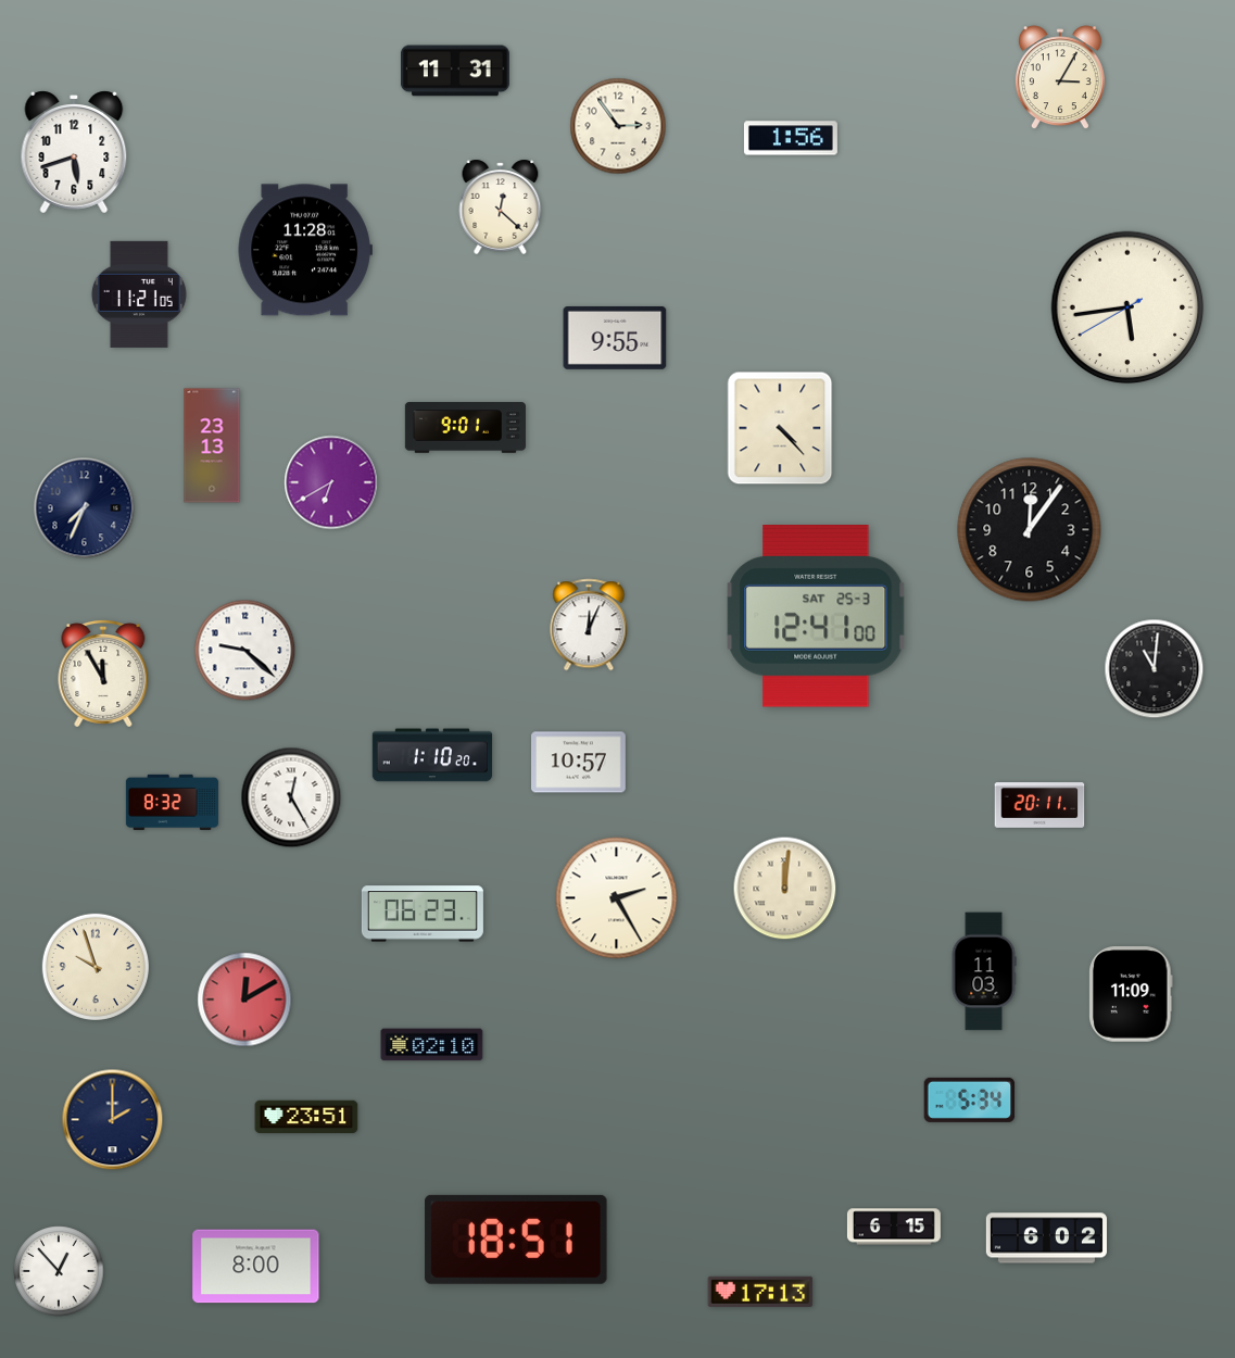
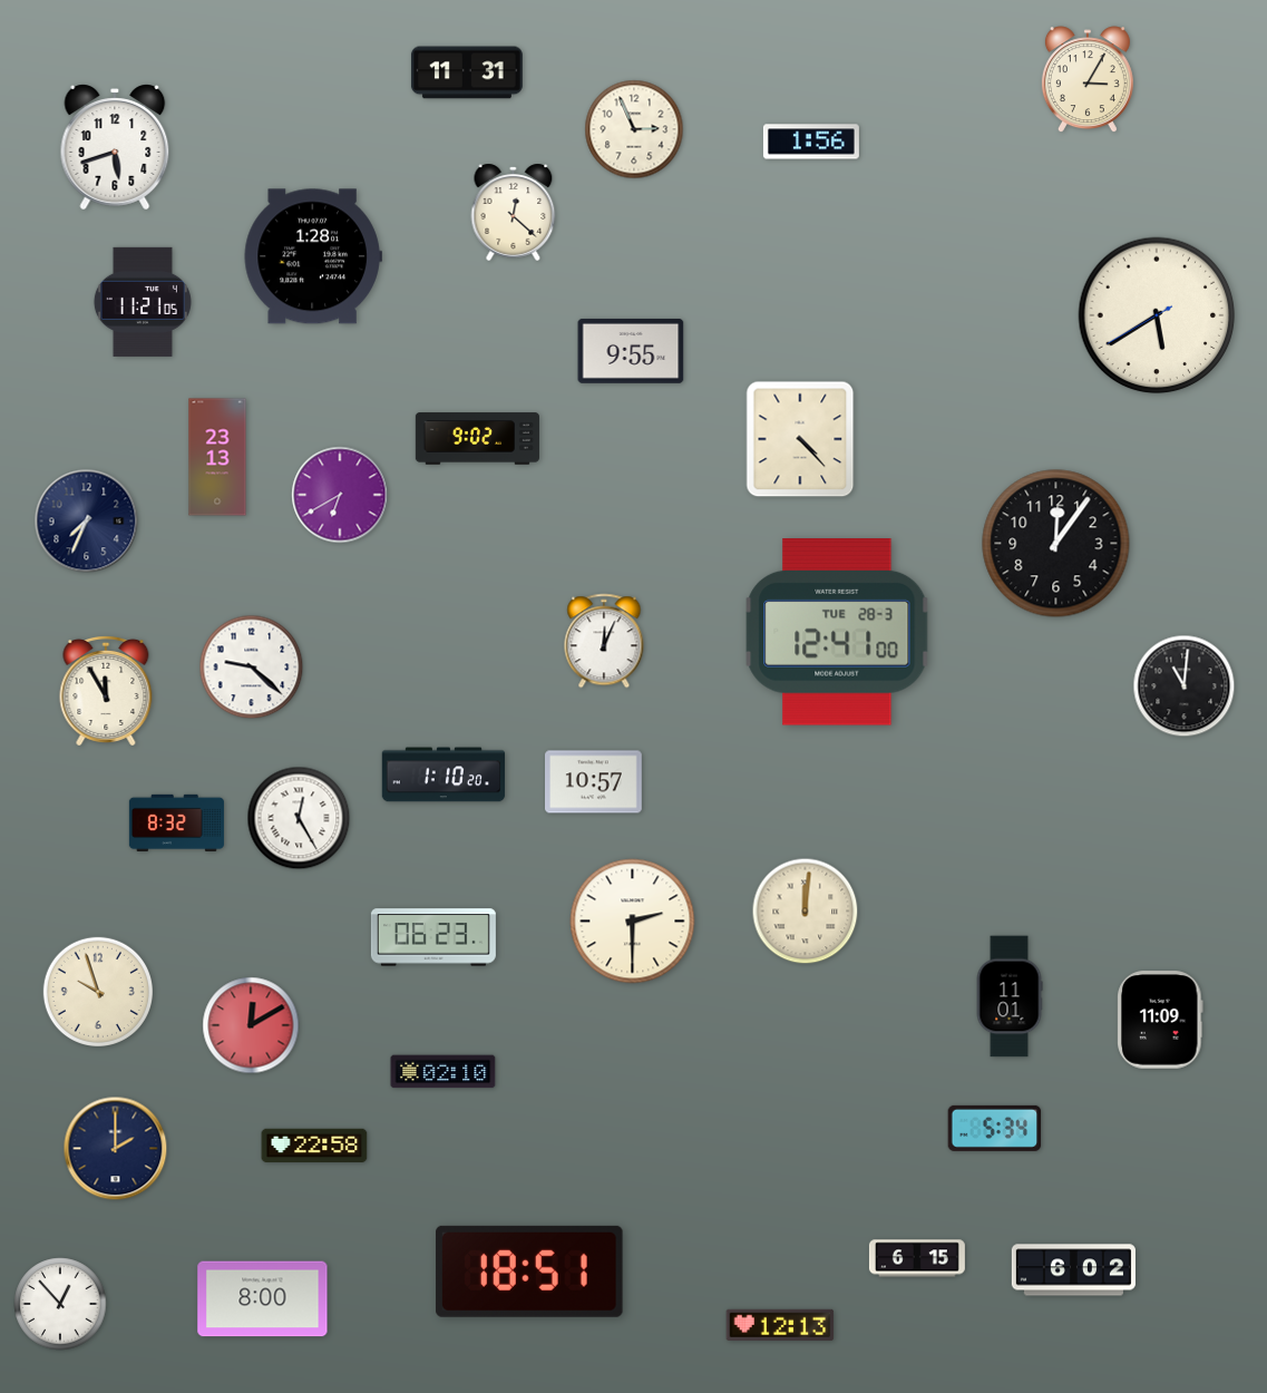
clock at (618, 126): 2:54 -> 2:56
clock at (74, 152) position: (74, 152) -> (115, 147)
clock at (305, 250): 11:28 -> 1:28
clock at (1127, 307): 5:43 -> 5:39
clock at (615, 338) position: (615, 338) -> (631, 351)
clock at (465, 428): 9:01 -> 9:02
clock at (816, 617) date: SAT 25-3 -> TUE 28-3
clock at (1039, 805): 20:11 -> none
clock at (617, 898): 2:25 -> 2:30
clock at (984, 971): 11:03 -> 11:01
clock at (306, 1117): 23:51 -> 22:58
clock at (760, 1292): 17:13 -> 12:13
